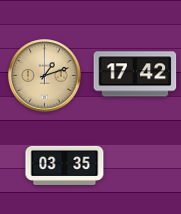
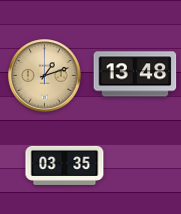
clock at (135, 74): 17:42 -> 13:48
